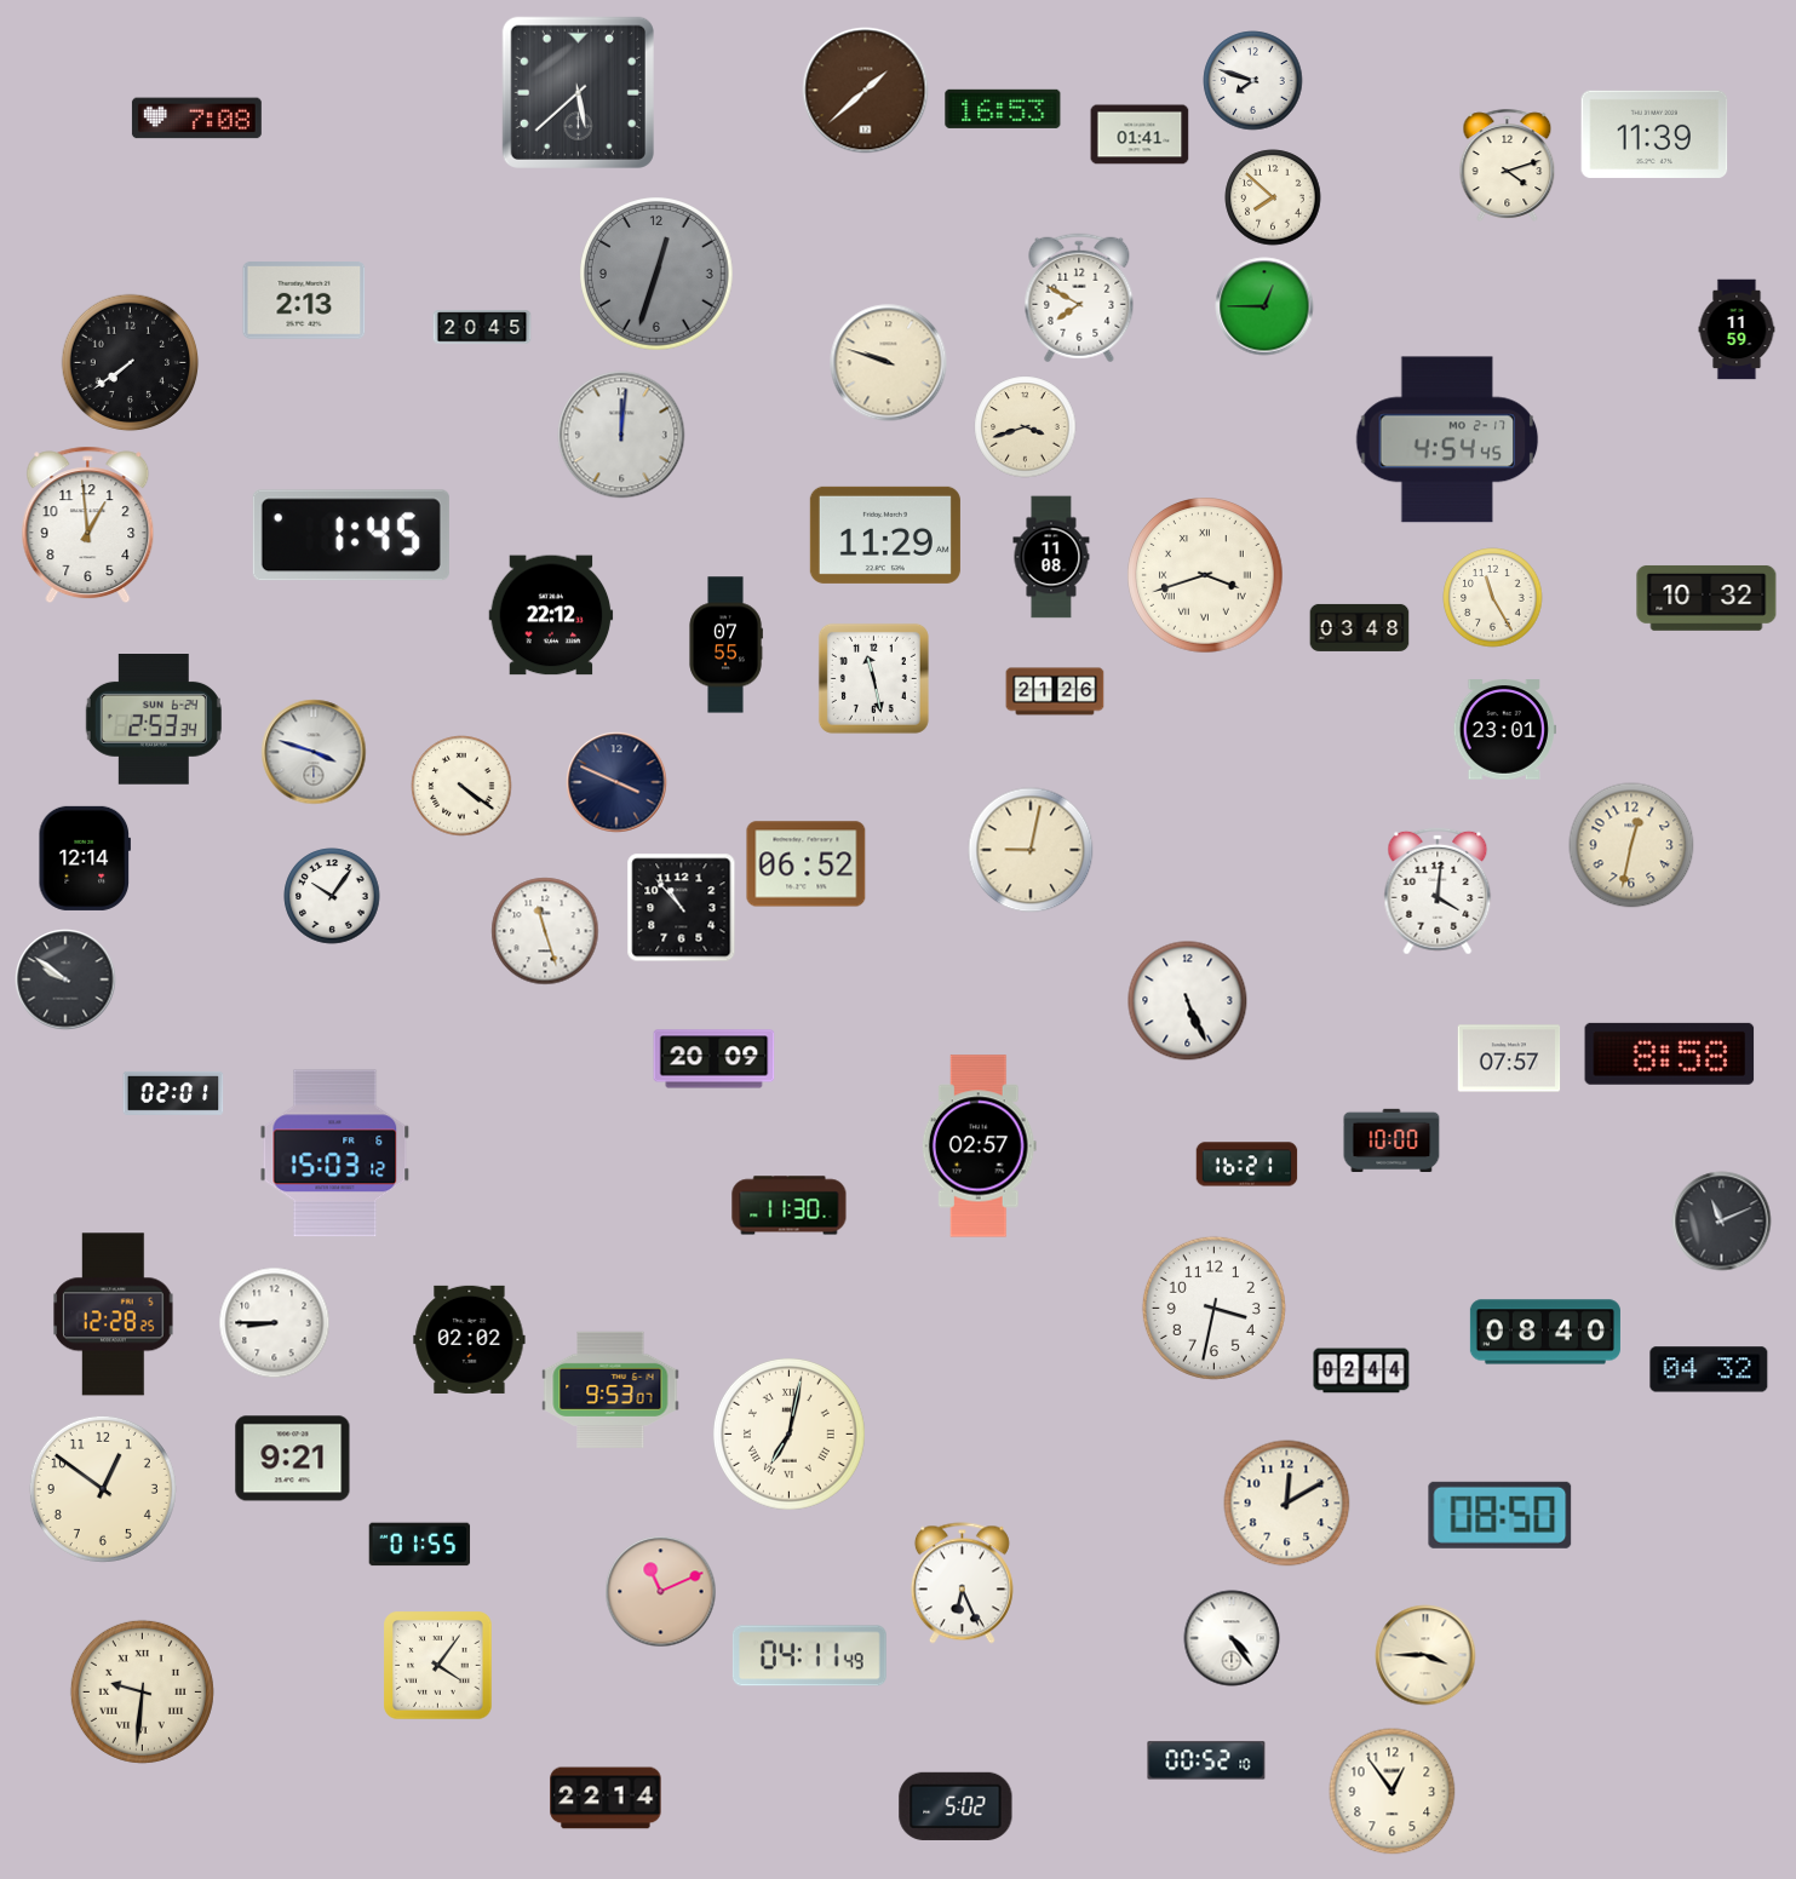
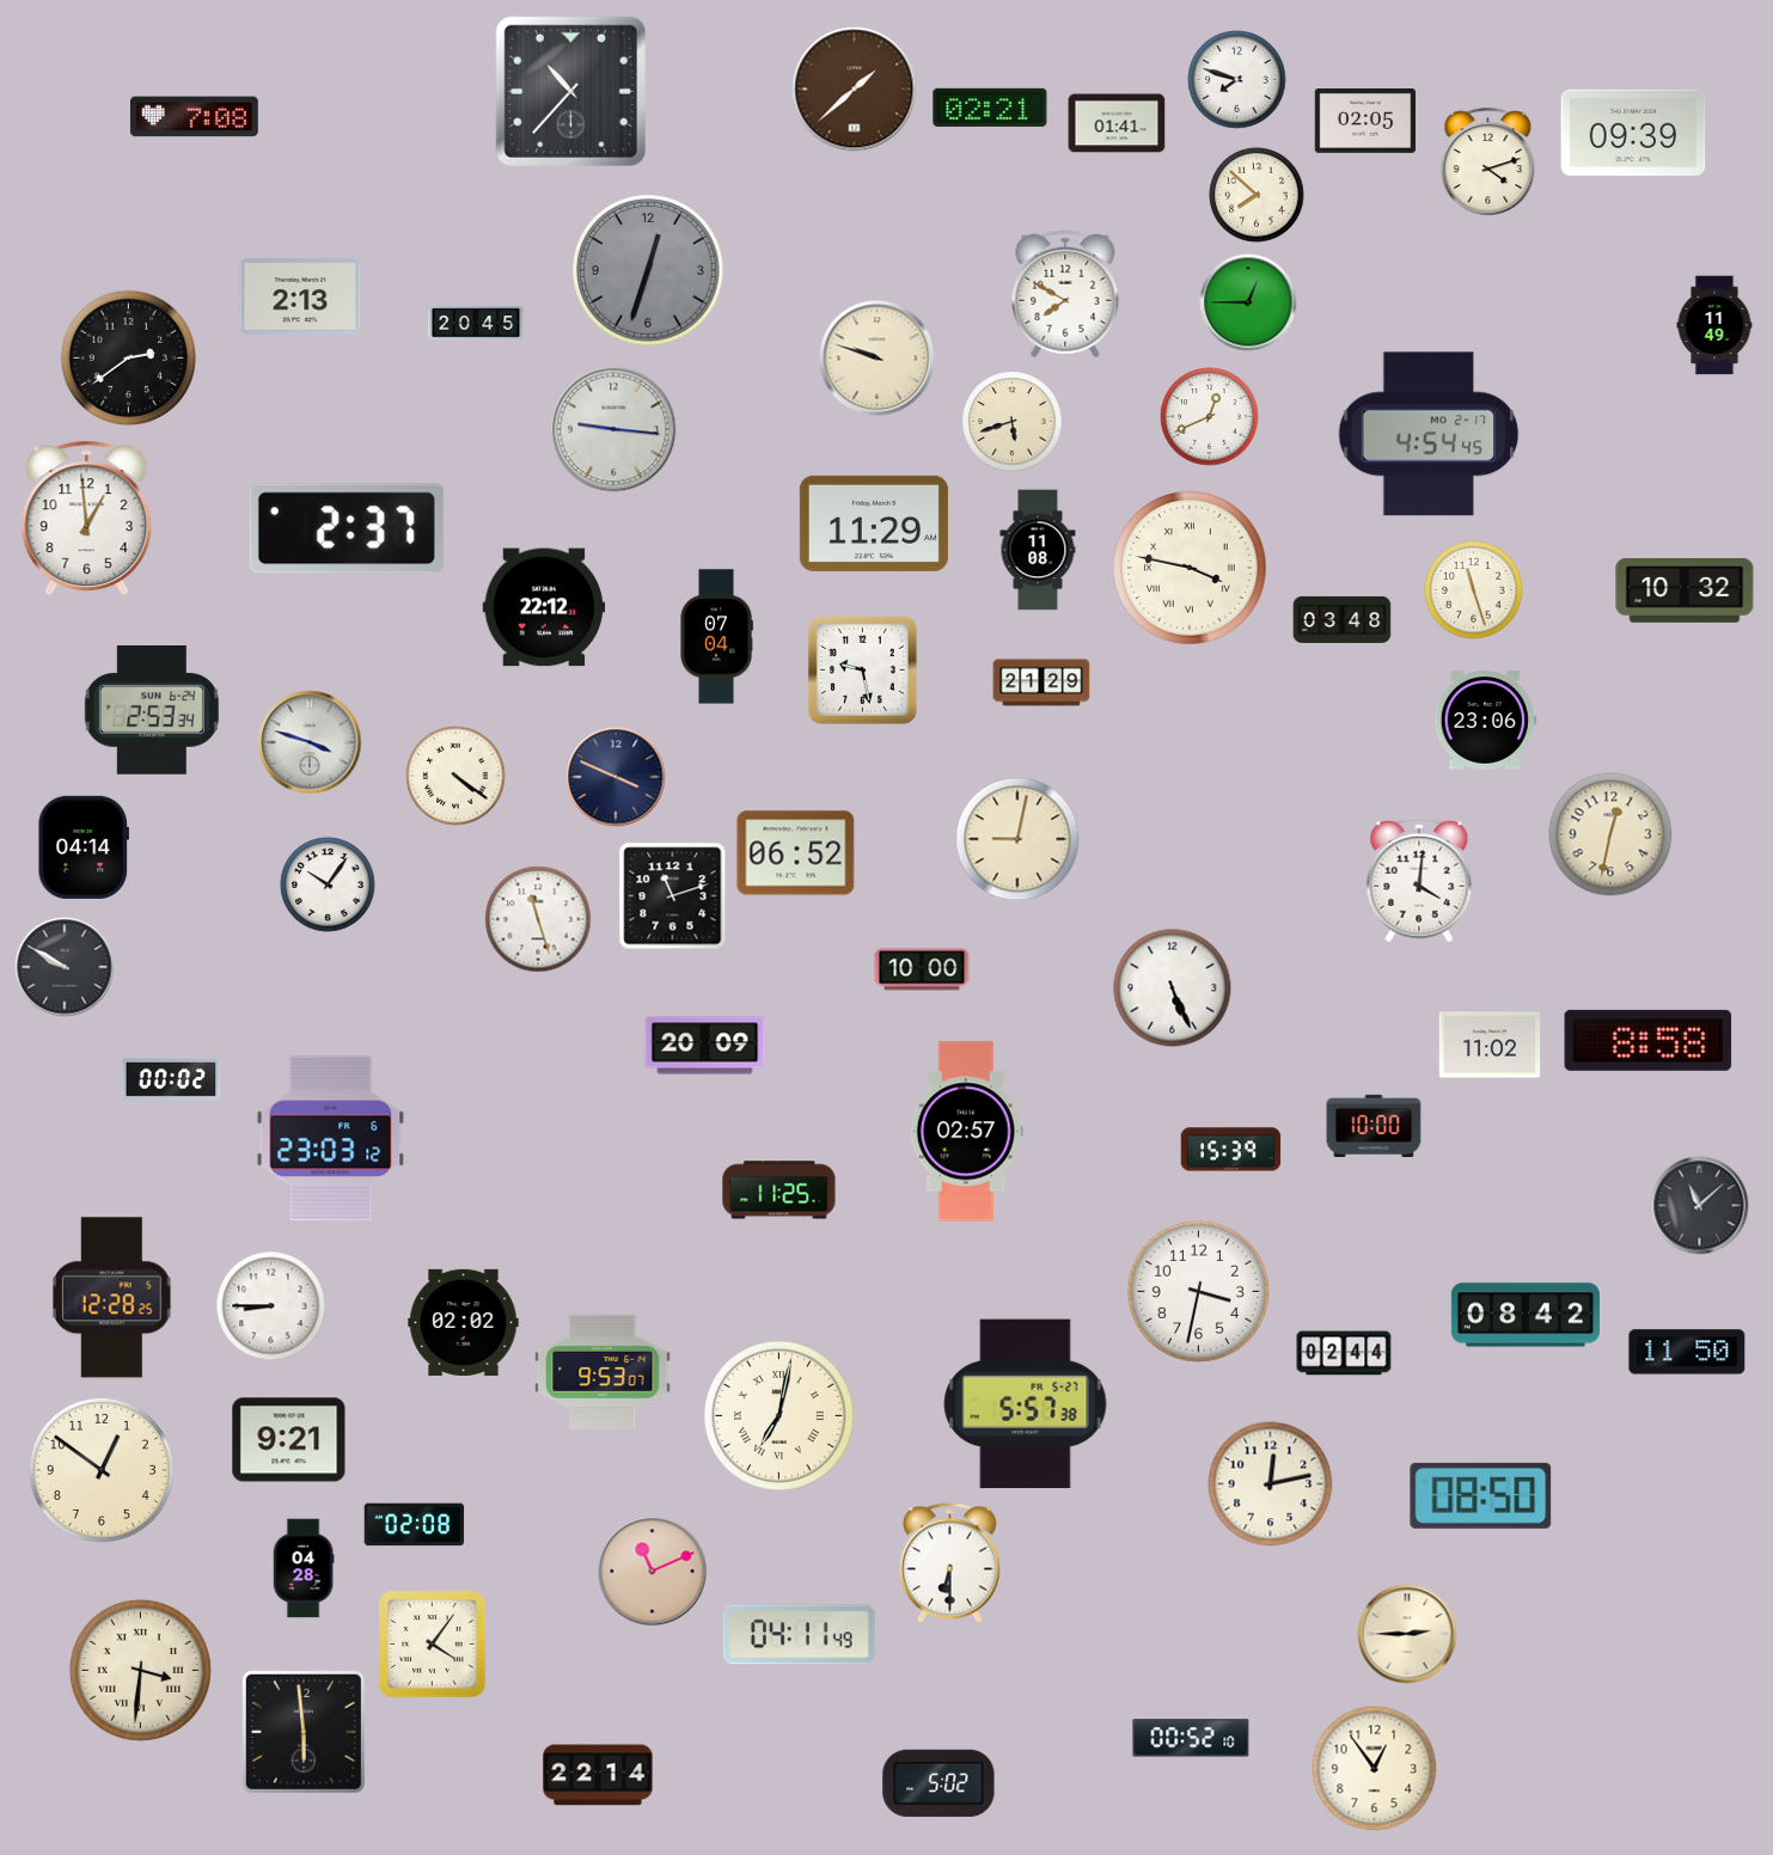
clock at (578, 92): 5:38 -> 10:37
clock at (1003, 109): 16:53 -> 02:21
clock at (1365, 122): none -> 02:05
clock at (1140, 134) position: (1140, 134) -> (1117, 123)
clock at (1654, 134): 11:39 -> 09:39
clock at (1737, 329): 11:59 -> 11:49
clock at (131, 363): 7:39 -> 2:39
clock at (1210, 417): none -> 12:41
clock at (1026, 427): 3:42 -> 5:42
clock at (621, 435): 12:01 -> 9:16
clock at (351, 535): 1:45 -> 2:37
clock at (885, 535) position: (885, 535) -> (874, 524)
clock at (1205, 575): 3:42 -> 3:47
clock at (1493, 598): 11:25 -> 11:27
clock at (725, 645): 07:55 -> 07:04
clock at (873, 678): 11:28 -> 9:28
clock at (1055, 691): 21:26 -> 21:29
clock at (1504, 730): 23:01 -> 23:06
clock at (616, 782) position: (616, 782) -> (616, 777)
clock at (84, 858): 12:14 -> 04:14
clock at (682, 908): 10:53 -> 11:12
clock at (65, 979): 9:51 -> 9:50
clock at (922, 969): none -> 10:00
clock at (1509, 1058): 07:57 -> 11:02
clock at (173, 1093): 02:01 -> 00:02
clock at (335, 1154): 15:03 -> 23:03
clock at (1247, 1165): 16:21 -> 15:39
clock at (790, 1206): 11:30 -> 11:25
clock at (1722, 1222): 11:11 -> 11:08
clock at (1545, 1332): 08:40 -> 08:42
clock at (1709, 1369): 04:32 -> 11:50
clock at (1026, 1403): none -> 5:57
clock at (1287, 1504): 12:10 -> 12:13
clock at (420, 1545): 01:55 -> 02:08
clock at (962, 1584): 6:26 -> 6:30
clock at (304, 1568): none -> 04:28
clock at (1232, 1638): 4:24 -> none
clock at (1425, 1655): 3:45 -> 2:45
clock at (142, 1691): 9:31 -> 3:31
clock at (304, 1732): none -> 5:59
clock at (956, 1806) position: (956, 1806) -> (939, 1783)
